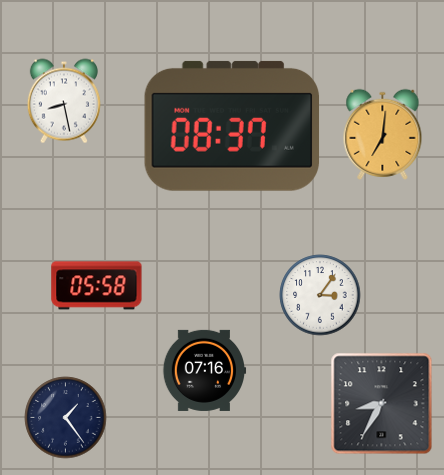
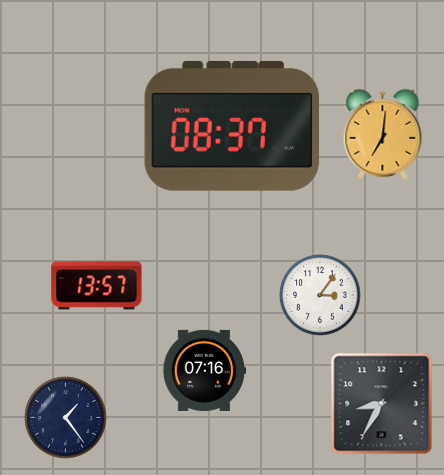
clock at (64, 101): 8:28 -> none
clock at (97, 286): 05:58 -> 13:57
